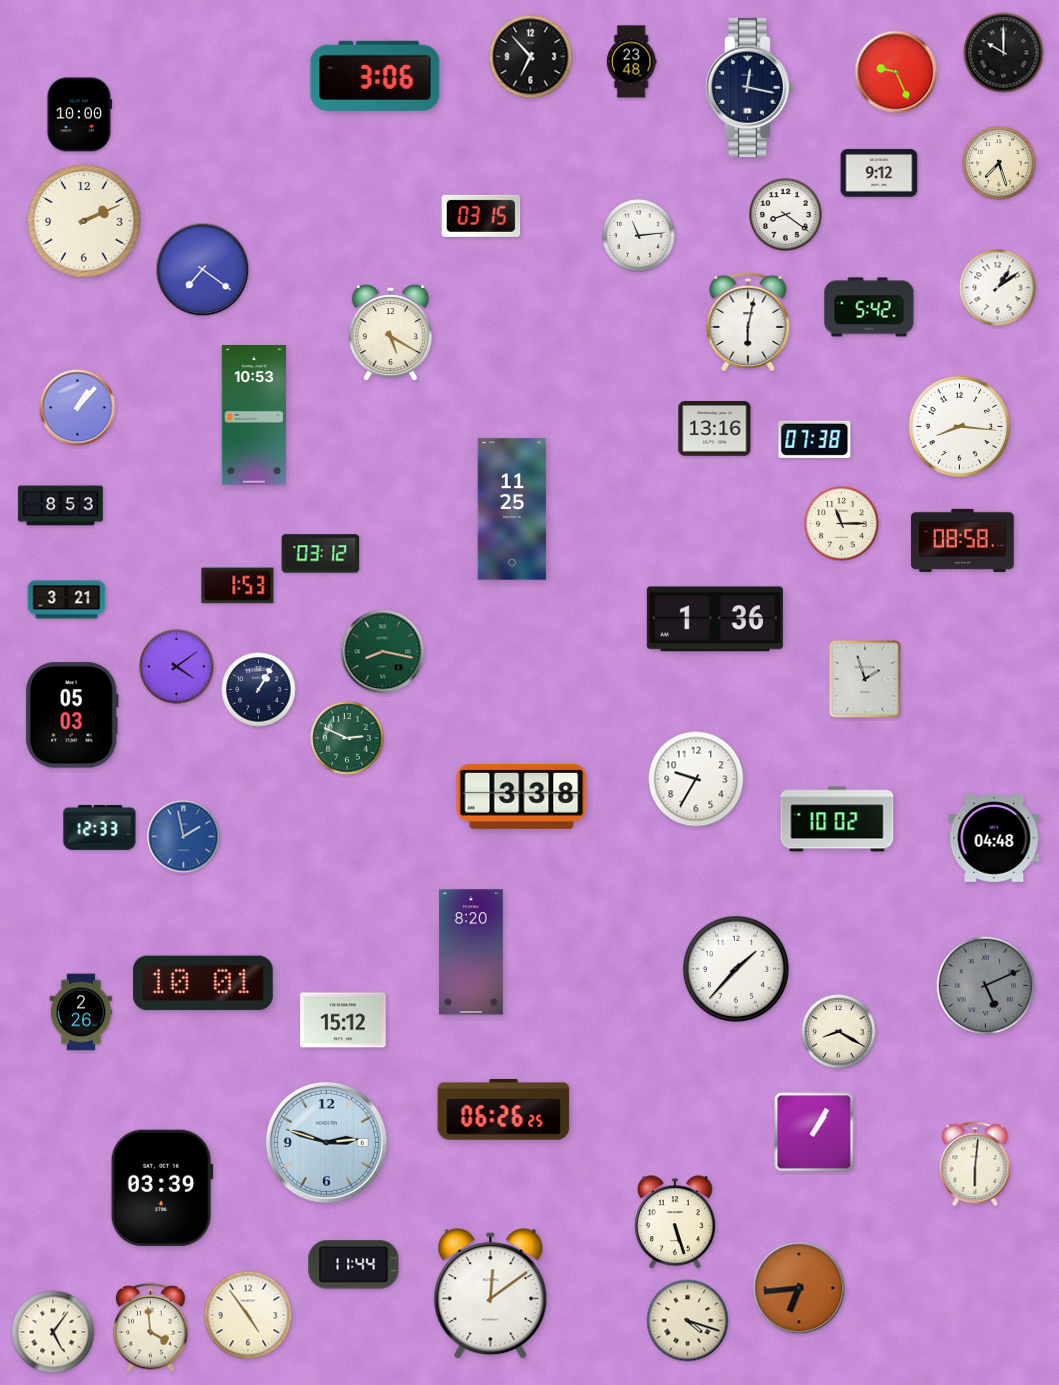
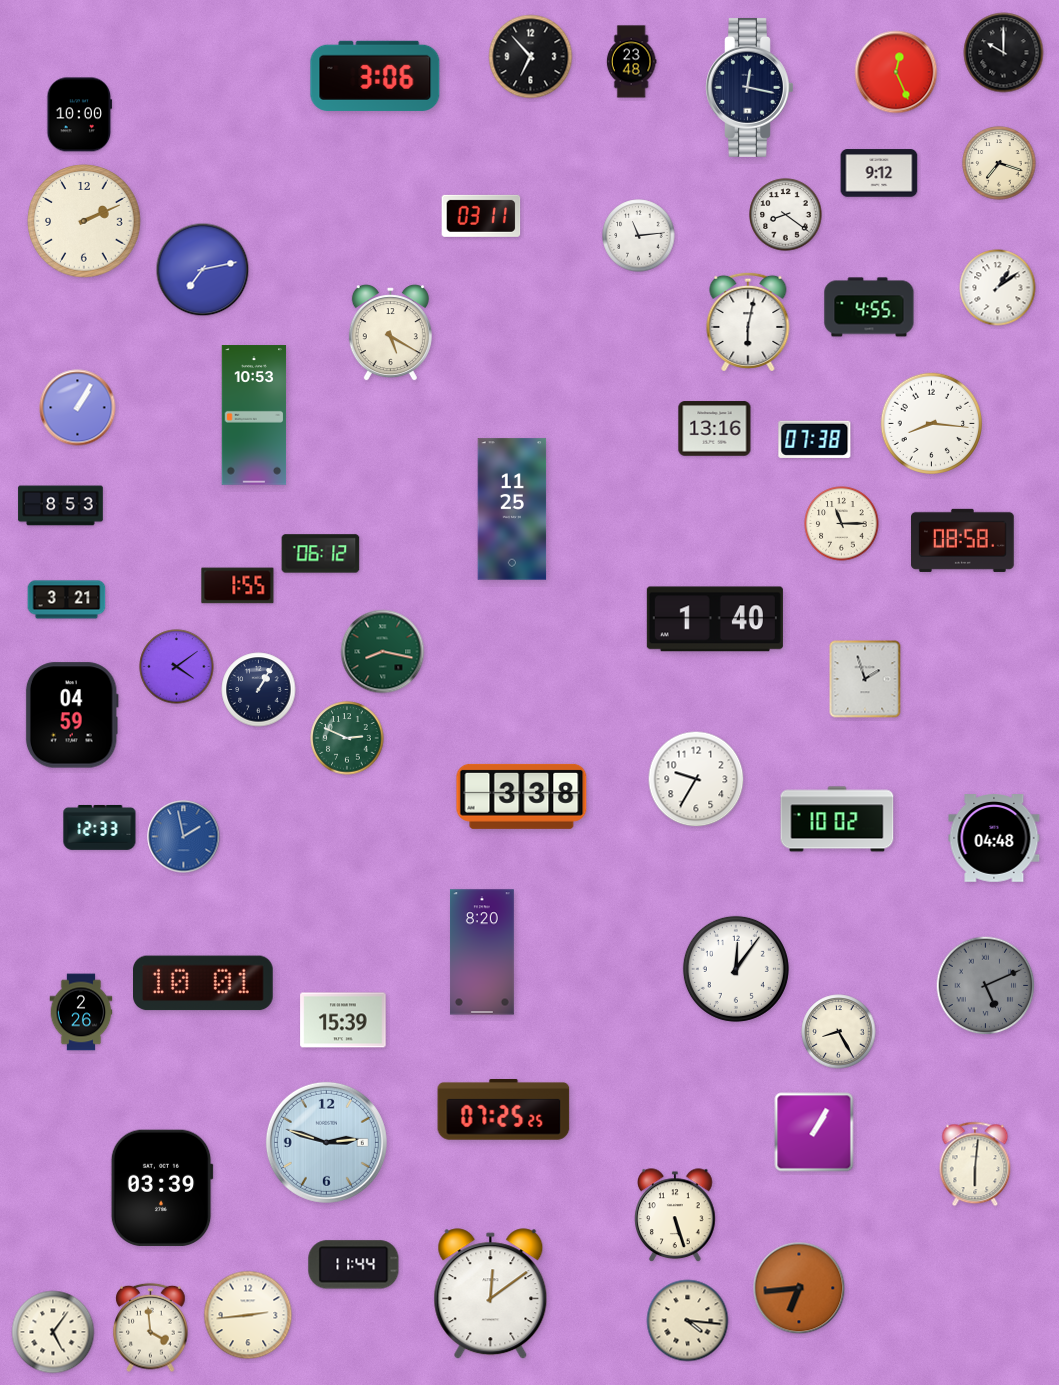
clock at (896, 72): 9:26 -> 12:26
clock at (999, 163): 7:27 -> 7:18
clock at (481, 216): 03:15 -> 03:11
clock at (203, 270): 7:21 -> 7:13
clock at (869, 307): 5:42 -> 4:55
clock at (78, 408): 1:07 -> 1:05
clock at (959, 426) position: (959, 426) -> (931, 423)
clock at (321, 554): 03:12 -> 06:12
clock at (238, 586): 1:53 -> 1:55
clock at (715, 619): 1:36 -> 1:40
clock at (72, 715): 05:03 -> 04:59
clock at (472, 952) position: (472, 952) -> (483, 952)
clock at (736, 969): 1:37 -> 12:06
clock at (343, 1020): 15:12 -> 15:39
clock at (839, 1032): 8:20 -> 8:25
clock at (504, 1110): 06:26 -> 07:25
clock at (675, 1223) position: (675, 1223) -> (675, 1216)
clock at (248, 1315): 4:54 -> 2:44
clock at (688, 1321): 4:18 -> 4:16
